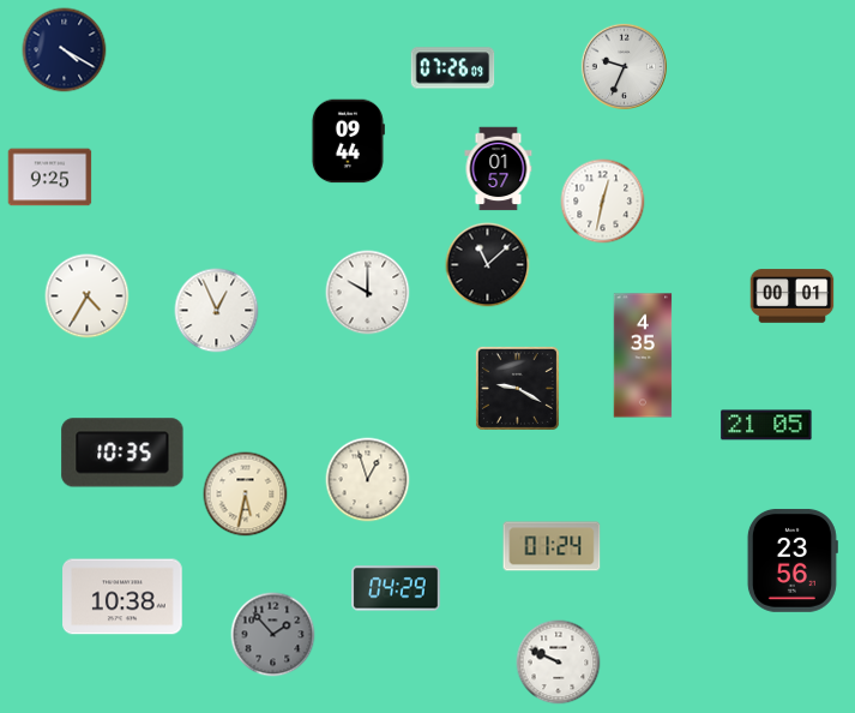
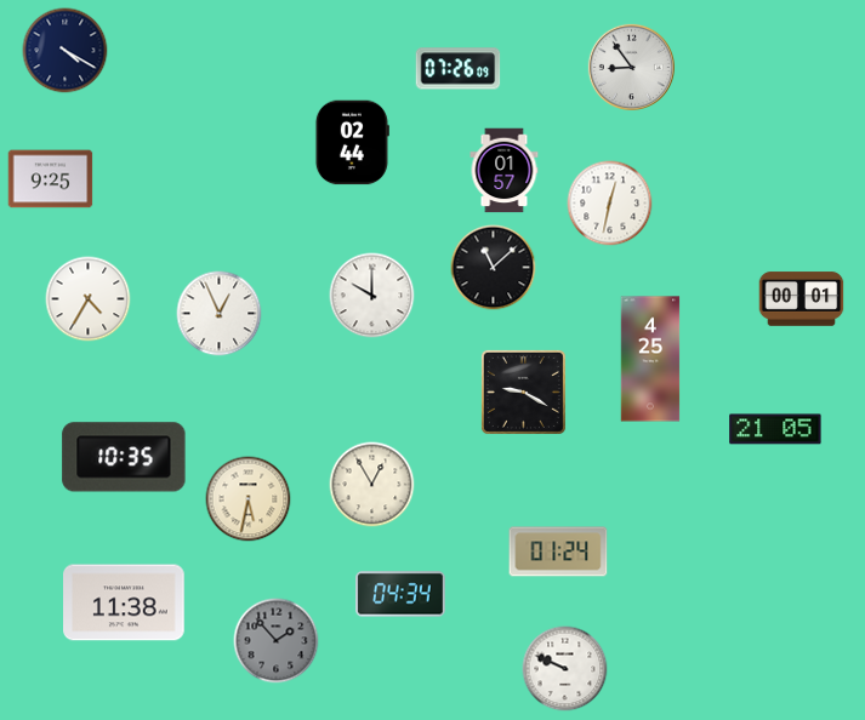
clock at (624, 66): 9:34 -> 8:54
clock at (348, 142): 09:44 -> 02:44
clock at (643, 355): 4:35 -> 4:25
clock at (368, 480): 12:57 -> 12:55
clock at (793, 561): 23:56 -> none
clock at (396, 588): 04:29 -> 04:34
clock at (122, 597): 10:38 -> 11:38
